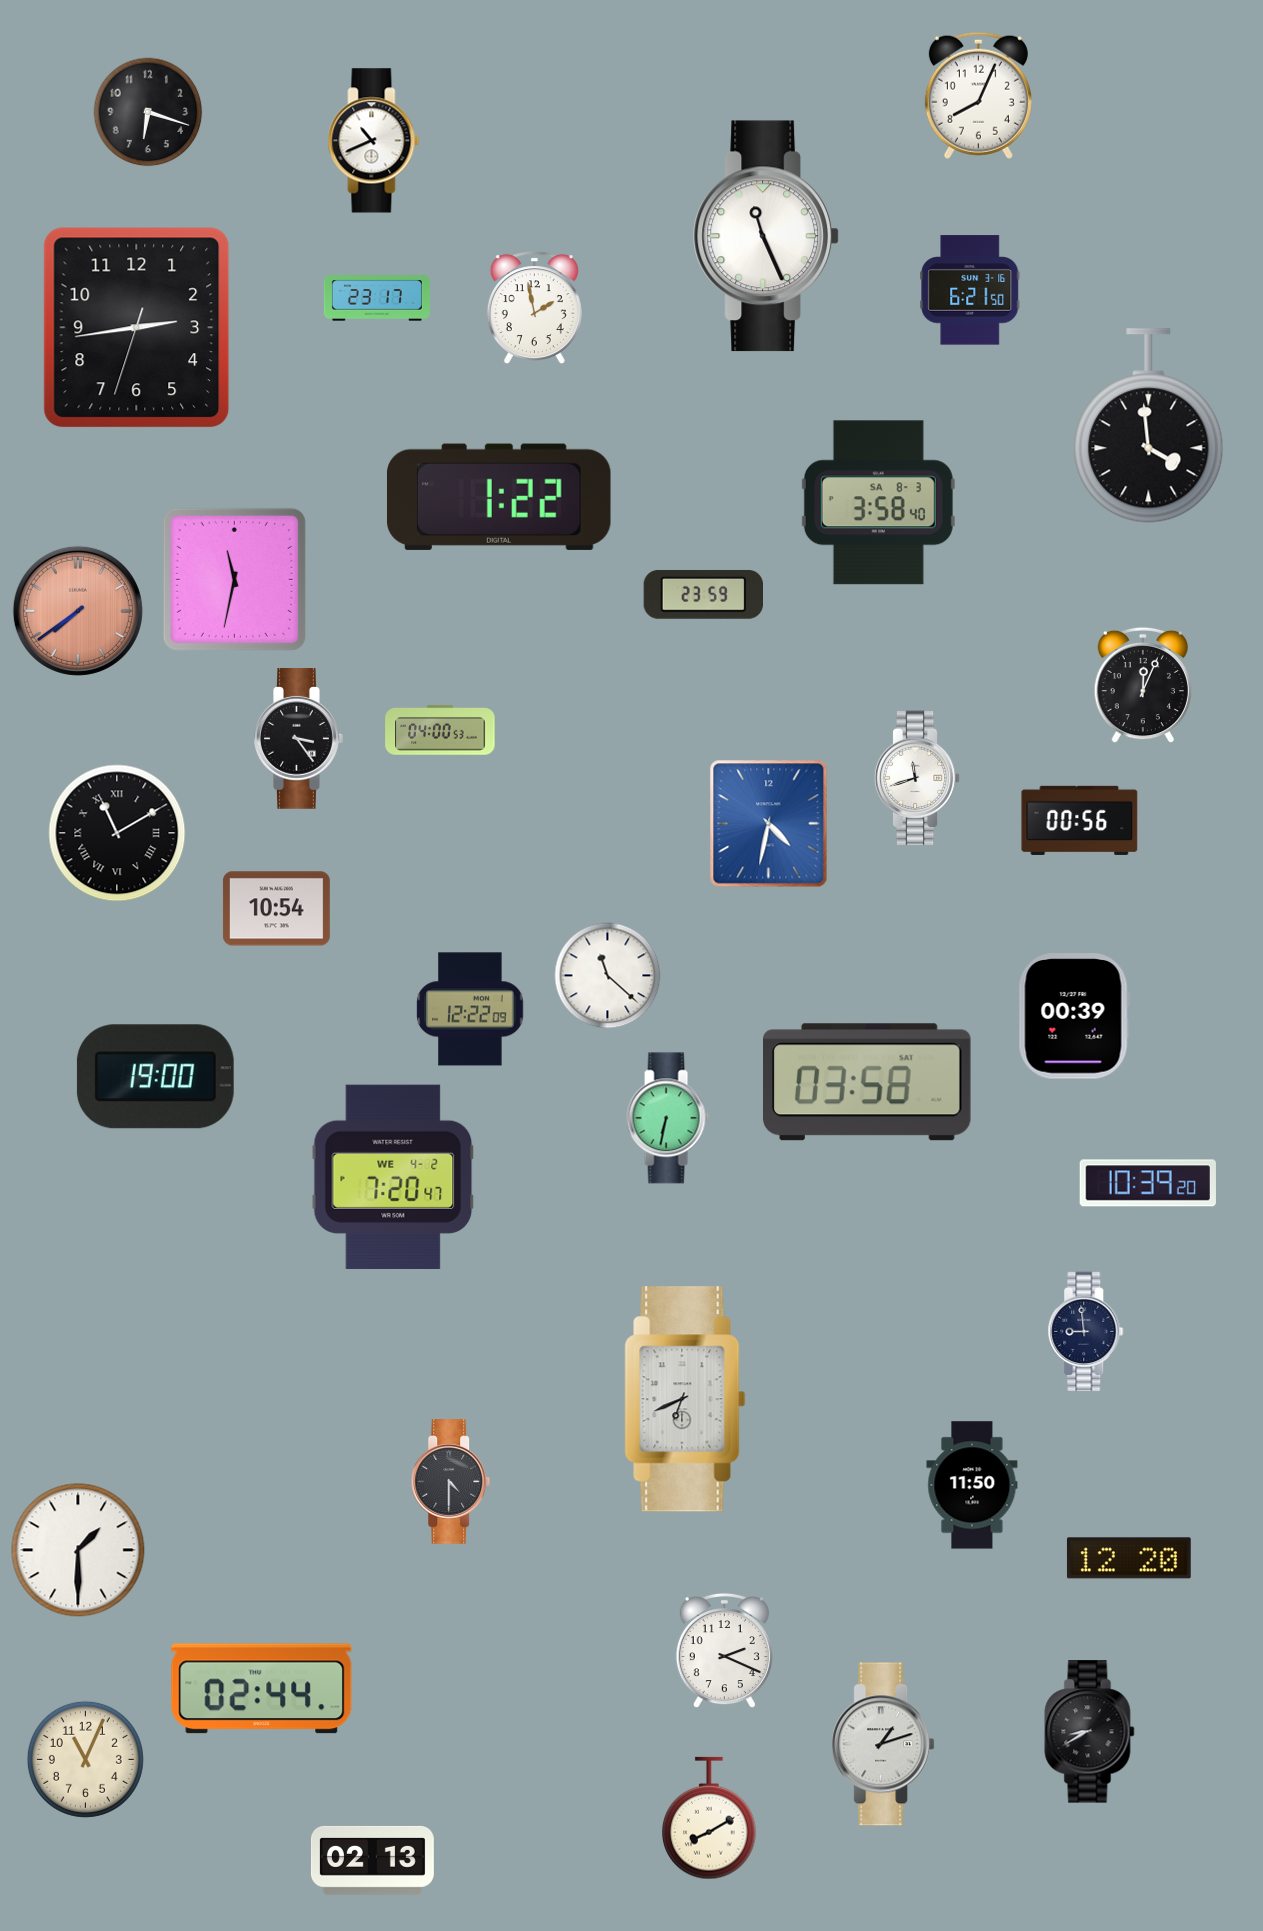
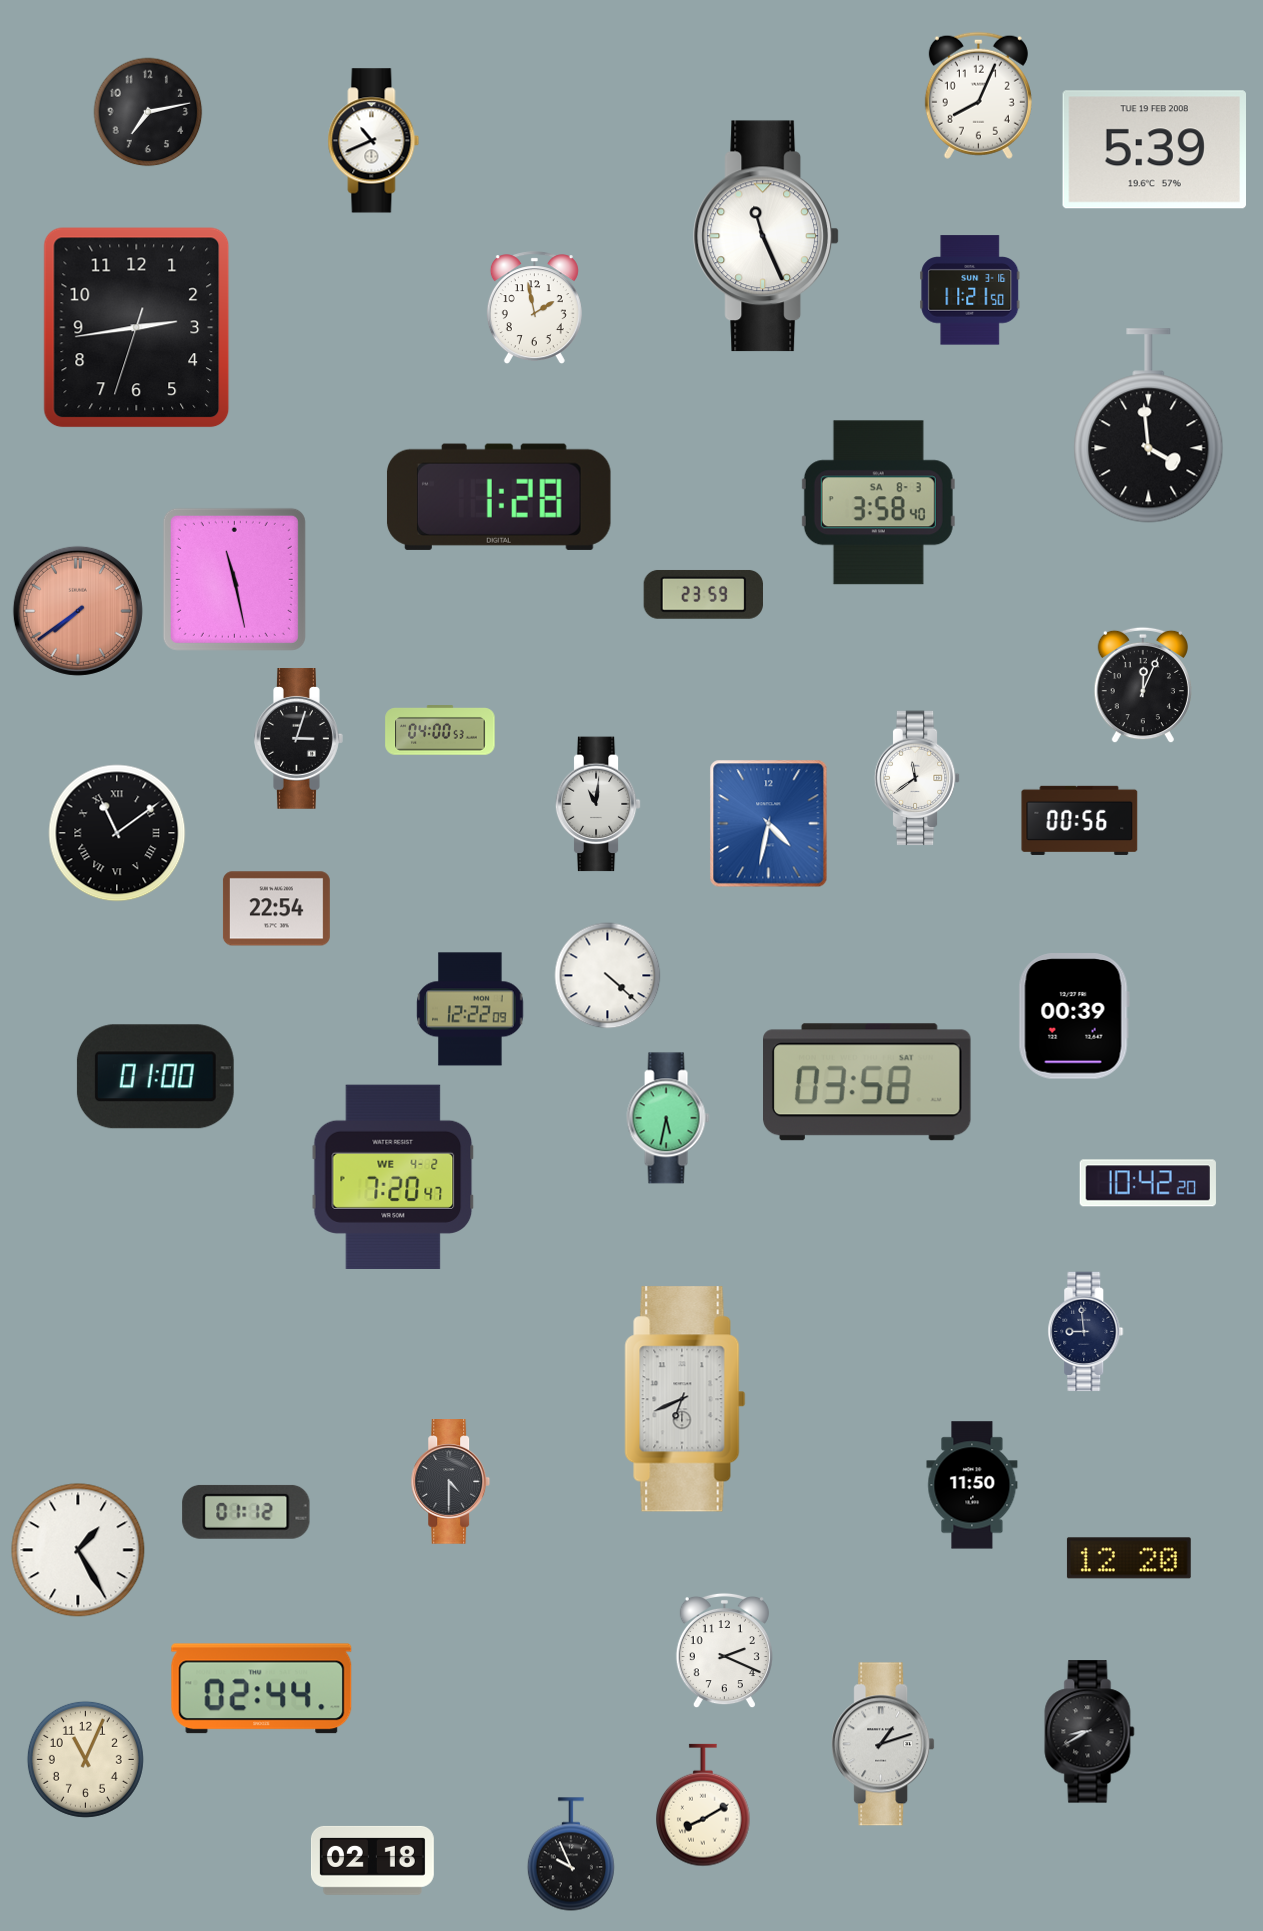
clock at (148, 112): 6:18 -> 7:13
clock at (1154, 150): none -> 5:39
clock at (970, 290): 6:21 -> 11:21
clock at (377, 298): 23:17 -> none
clock at (499, 497): 1:22 -> 1:28
clock at (234, 579): 11:32 -> 11:28
clock at (299, 739): 3:24 -> 3:03
clock at (917, 778): 11:42 -> 11:39
clock at (598, 804): none -> 11:01
clock at (117, 833): 11:10 -> 11:09
clock at (276, 909): 10:54 -> 22:54
clock at (608, 976): 11:22 -> 4:22
clock at (155, 1077): 19:00 -> 01:00
clock at (668, 1118): 6:32 -> 5:32
clock at (1148, 1183): 10:39 -> 10:42
clock at (246, 1512): none -> 01:12
clock at (78, 1550): 1:30 -> 1:25
clock at (709, 1818) position: (709, 1818) -> (703, 1805)
clock at (571, 1854): none -> 9:56
clock at (372, 1860): 02:13 -> 02:18
